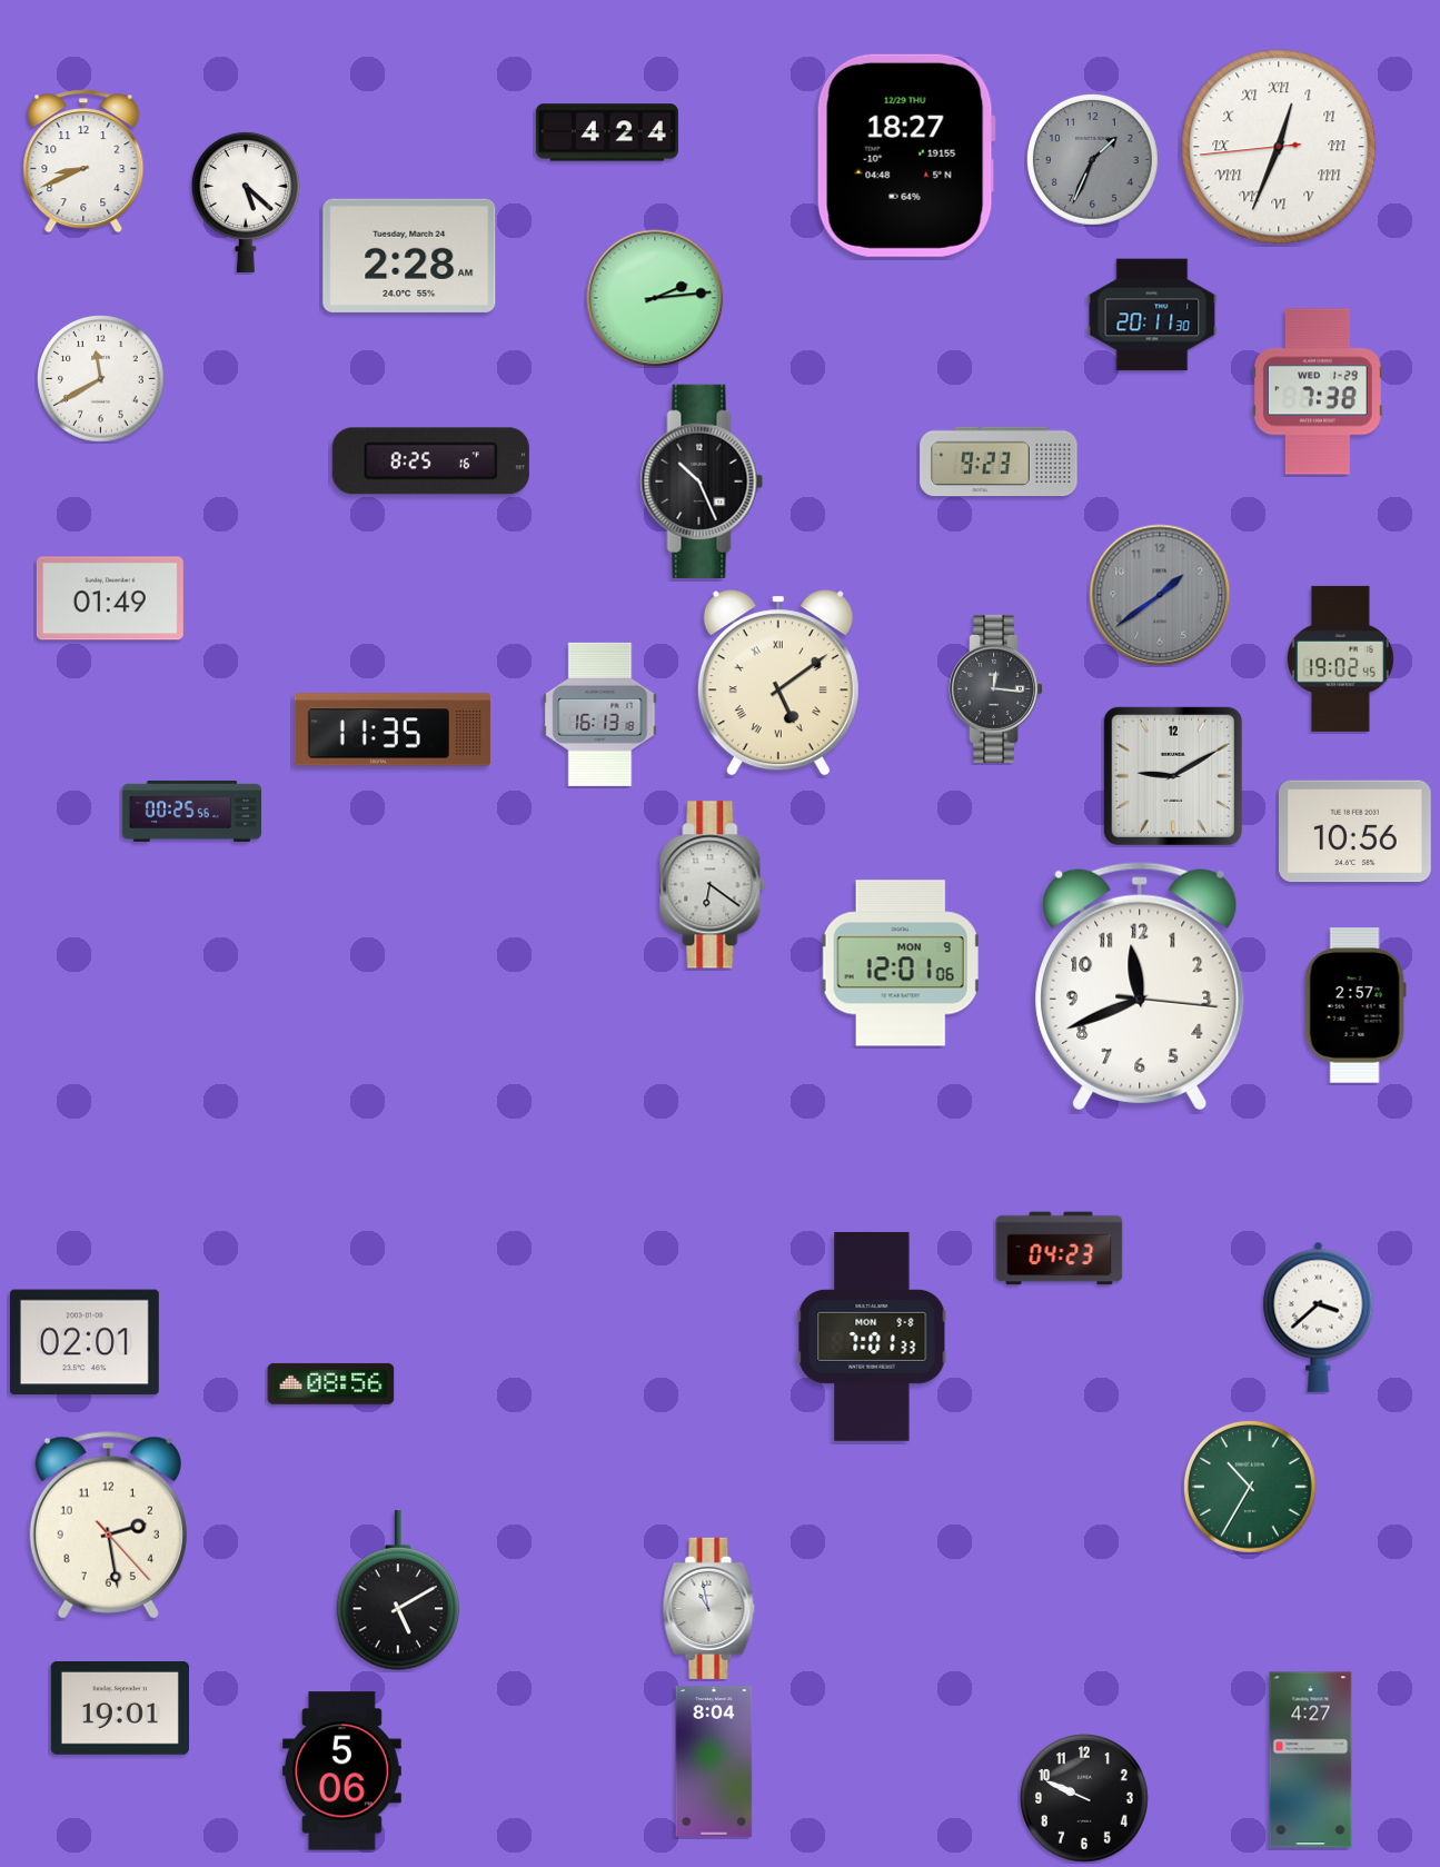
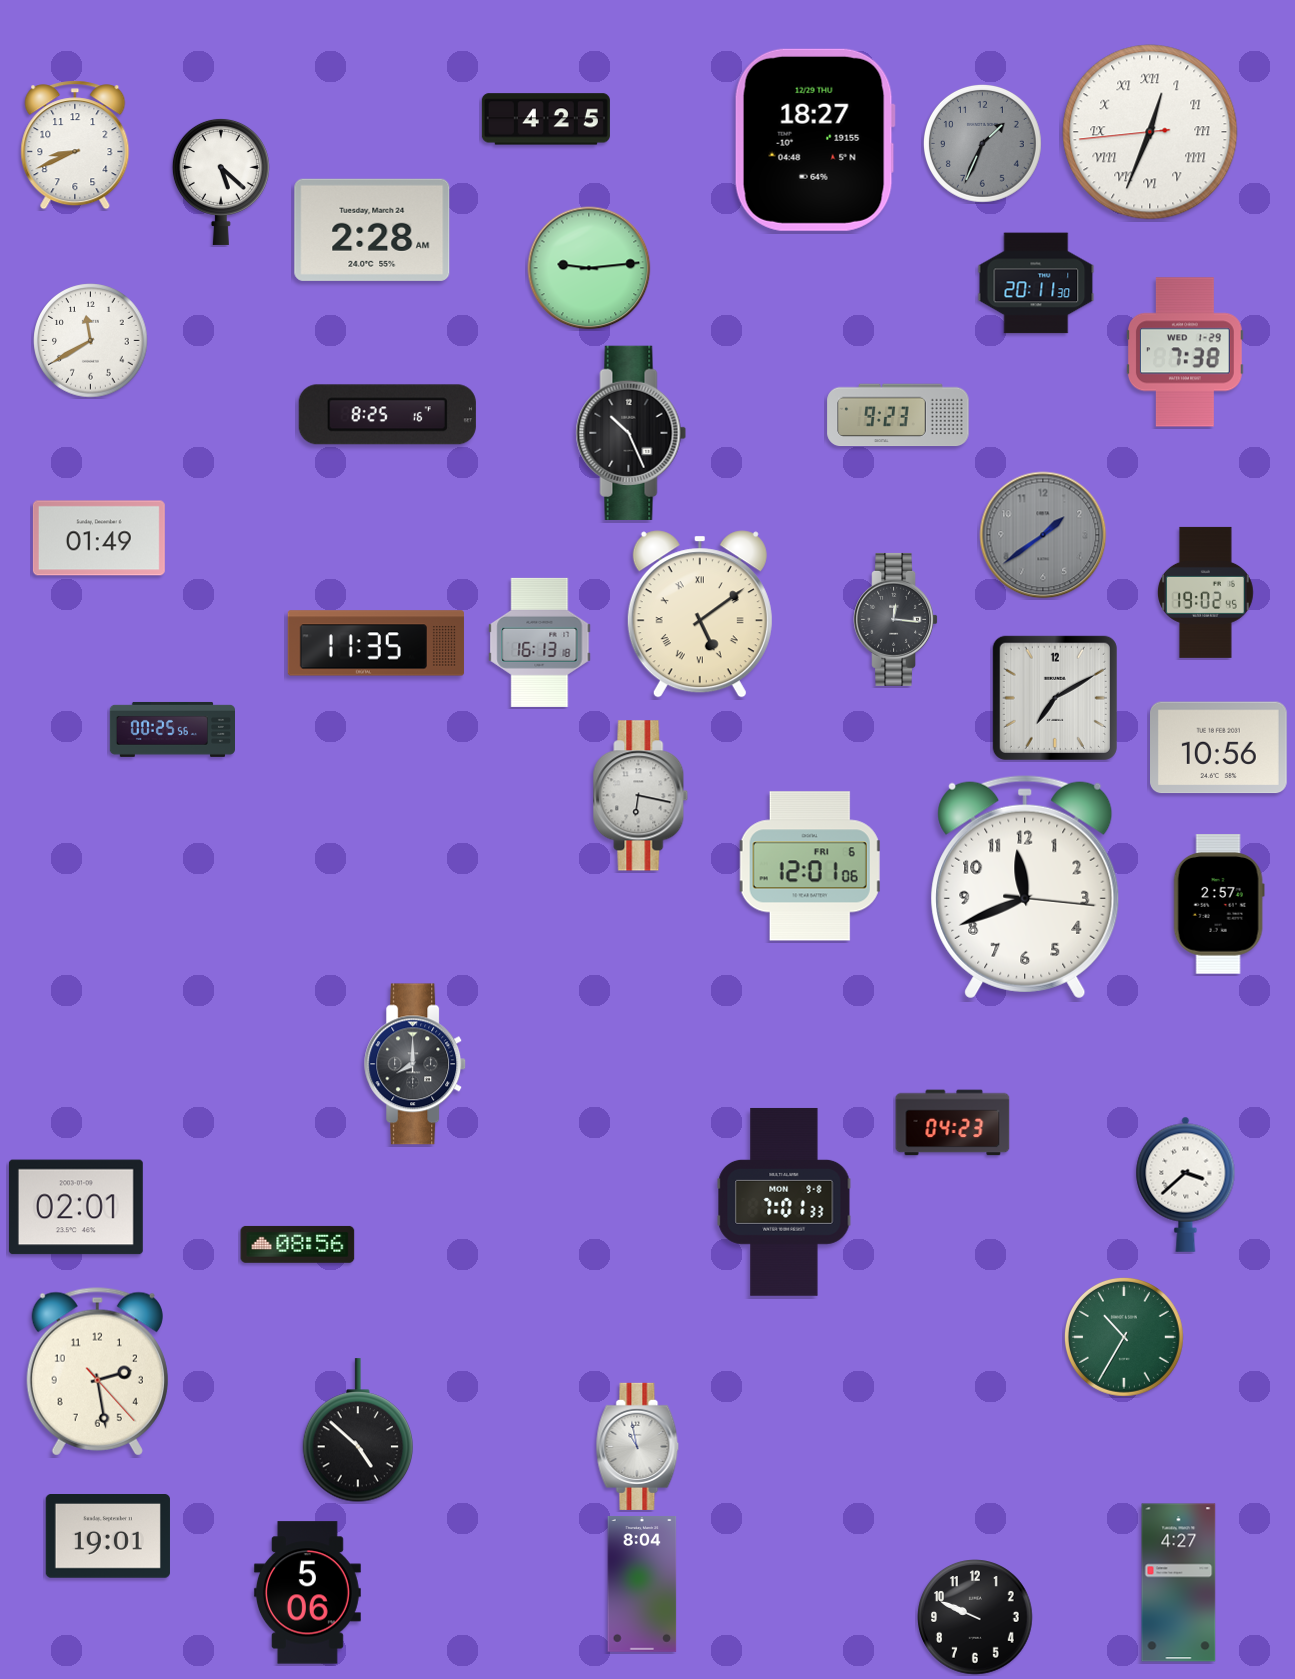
clock at (607, 132): 4:24 -> 4:25
clock at (409, 256) position: (409, 256) -> (372, 230)
clock at (655, 298): 2:14 -> 9:14
clock at (393, 729) position: (393, 729) -> (376, 643)
clock at (1173, 776): 9:10 -> 7:10
clock at (713, 885): 6:21 -> 6:17
clock at (901, 963) date: MON 9 -> FRI 6
clock at (416, 1064): none -> 8:00
clock at (397, 1591): 5:10 -> 4:52
